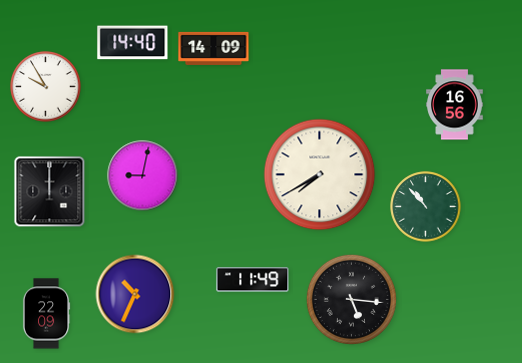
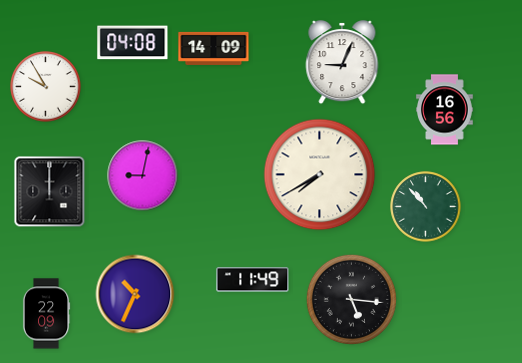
clock at (133, 43): 14:40 -> 04:08
clock at (342, 63): none -> 9:04
clock at (455, 105) position: (455, 105) -> (445, 110)
